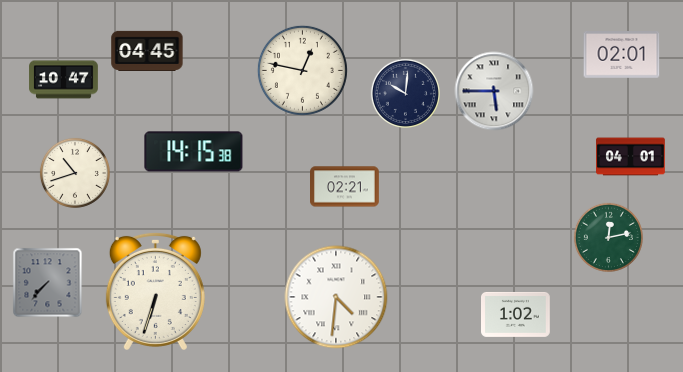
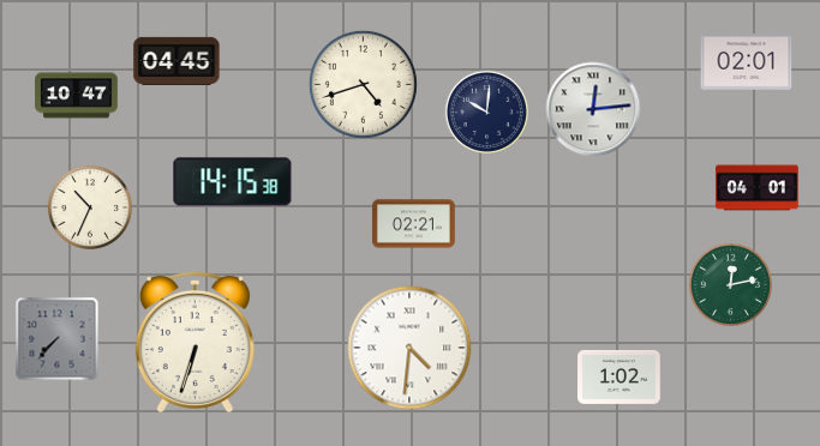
clock at (622, 55) position: (622, 55) -> (747, 62)
clock at (302, 70): 12:47 -> 4:42
clock at (494, 91): 5:45 -> 12:14
clock at (75, 173): 10:42 -> 10:34
clock at (155, 291) position: (155, 291) -> (194, 342)
clock at (336, 297) position: (336, 297) -> (409, 348)
